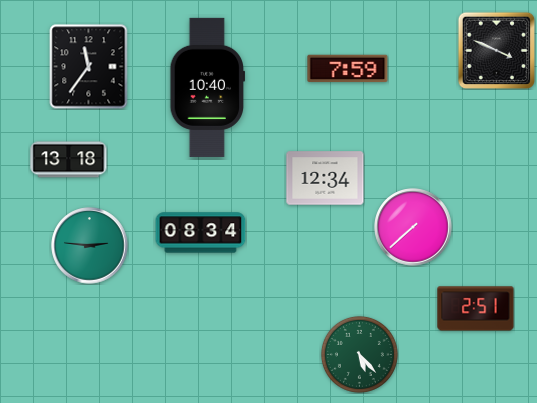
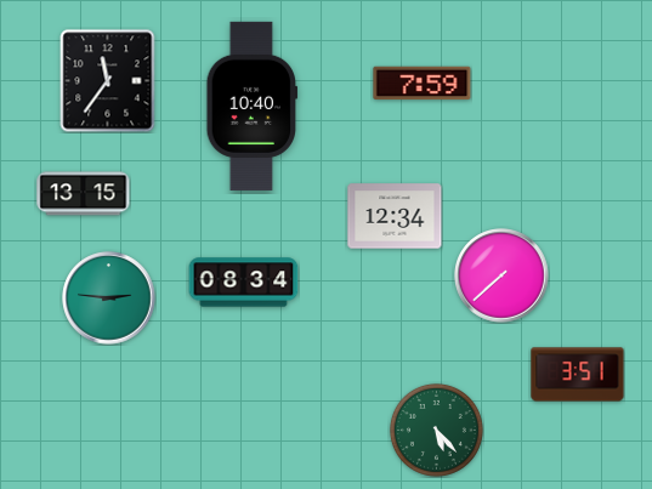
clock at (496, 50): 3:49 -> none
clock at (69, 160): 13:18 -> 13:15
clock at (476, 309): 2:51 -> 3:51
